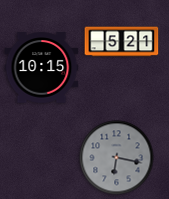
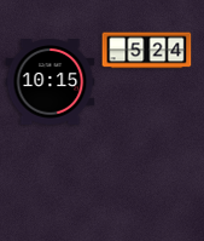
clock at (122, 42): 5:21 -> 5:24
clock at (117, 158): 6:17 -> none
